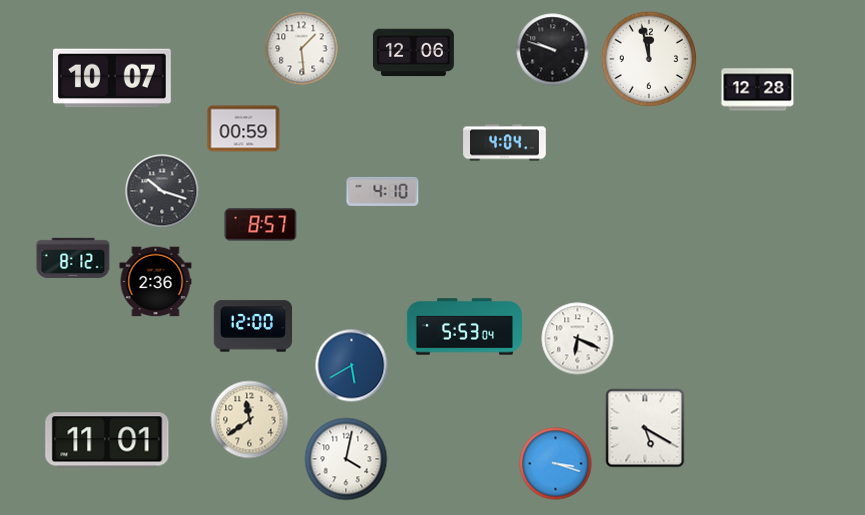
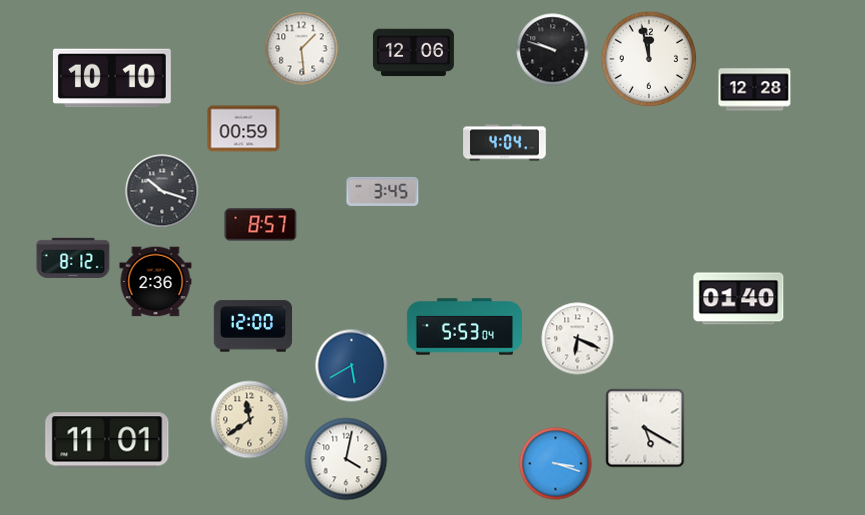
clock at (112, 78): 10:07 -> 10:10
clock at (758, 90) position: (758, 90) -> (755, 90)
clock at (383, 191): 4:10 -> 3:45
clock at (739, 299): none -> 01:40
